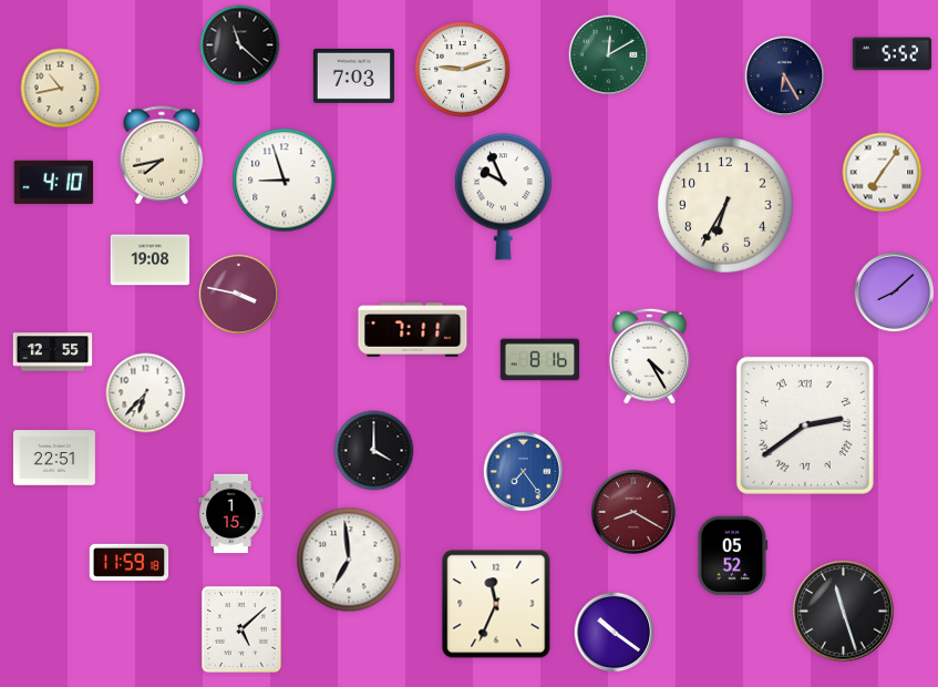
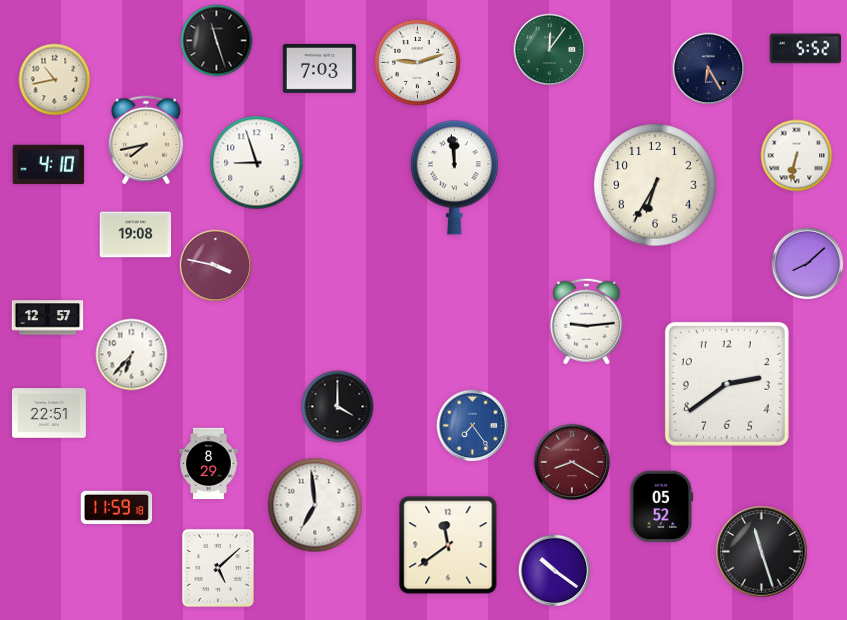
clock at (240, 45): 11:22 -> 11:27
clock at (609, 55): 12:10 -> 12:06
clock at (883, 173): 7:06 -> 6:32
clock at (503, 197): 9:56 -> 11:59
clock at (413, 330): 7:11 -> none
clock at (53, 352): 12:55 -> 12:57
clock at (649, 356): 4:25 -> 9:14
clock at (540, 360): 8:16 -> none
clock at (805, 425) numerals: Roman -> Arabic
clock at (231, 514): 1:15 -> 8:29
clock at (733, 556) position: (733, 556) -> (662, 507)
clock at (496, 604): 11:34 -> 11:39
